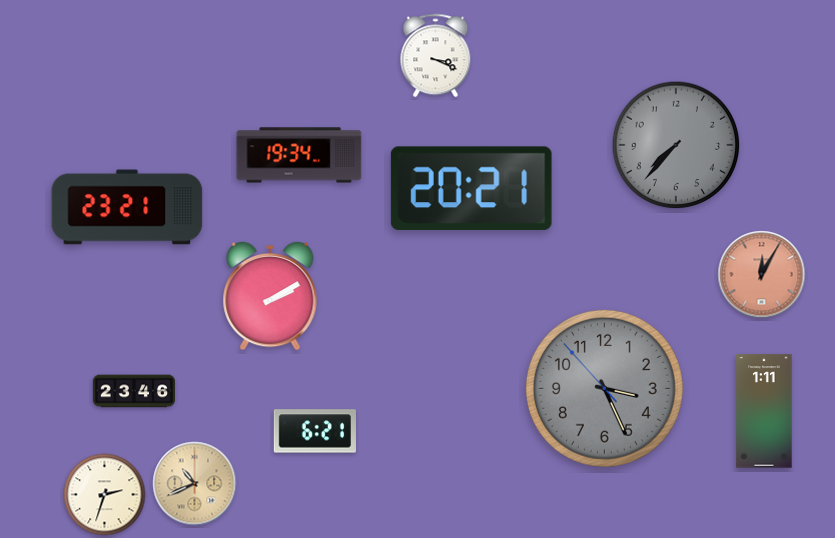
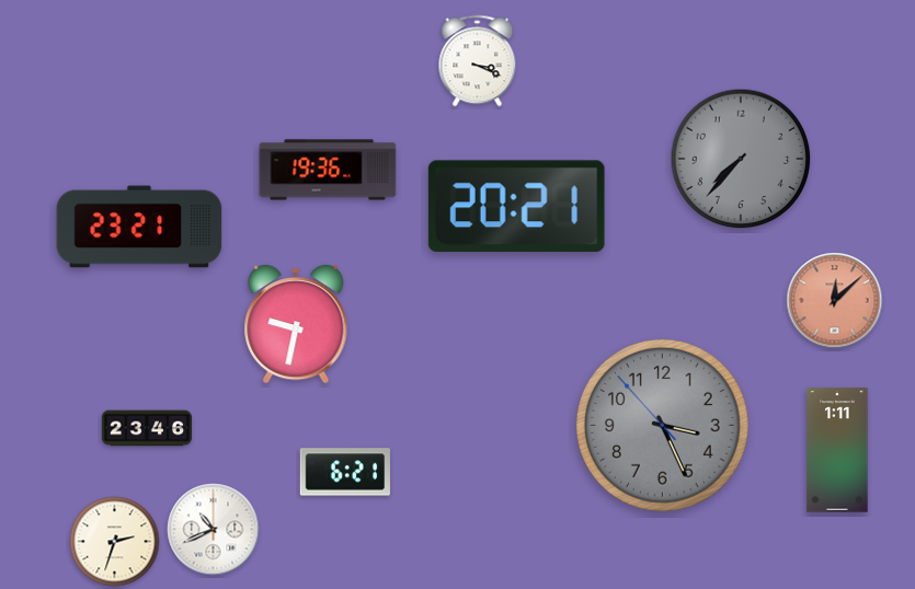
clock at (299, 155): 19:34 -> 19:36
clock at (762, 275): 12:05 -> 12:08
clock at (270, 296): 2:10 -> 9:32
clock at (195, 484) dial: champagne -> white
